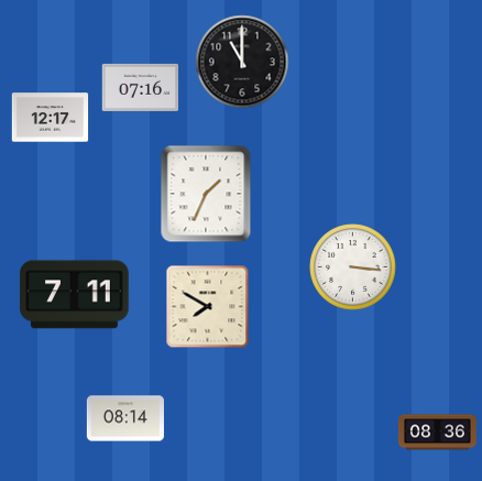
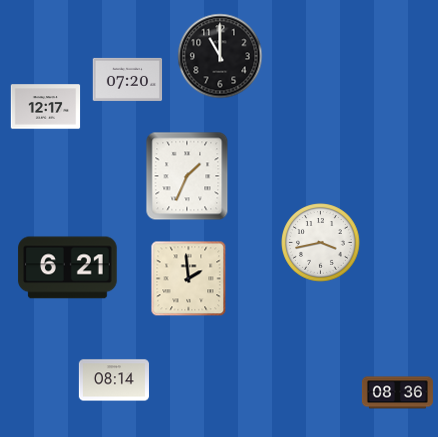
clock at (141, 87): 07:16 -> 07:20
clock at (353, 267): 3:16 -> 3:43
clock at (75, 295): 7:11 -> 6:21
clock at (208, 307): 7:50 -> 1:59
